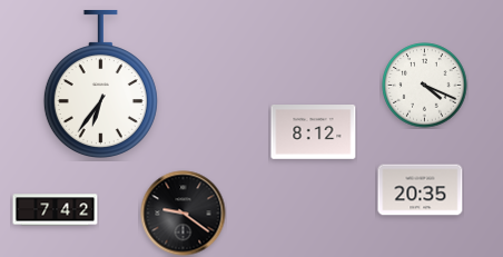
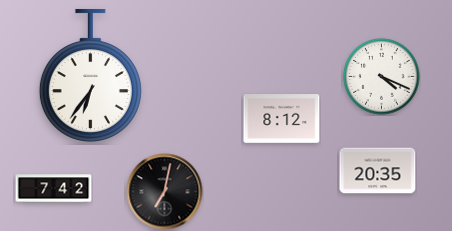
clock at (56, 210) position: (56, 210) -> (54, 189)
clock at (184, 214): 9:21 -> 7:02
